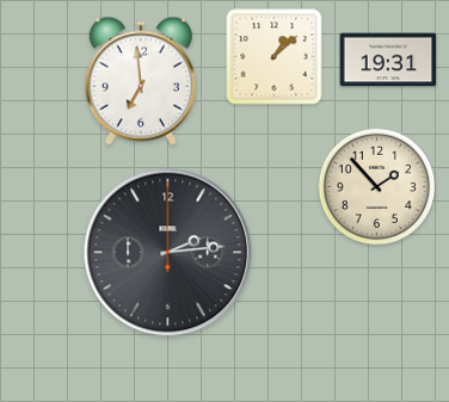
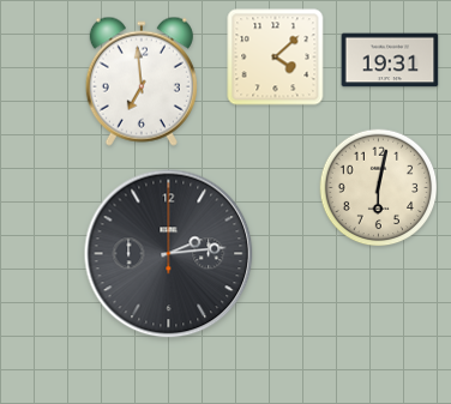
clock at (275, 57): 1:08 -> 4:08
clock at (377, 187): 1:53 -> 6:02
